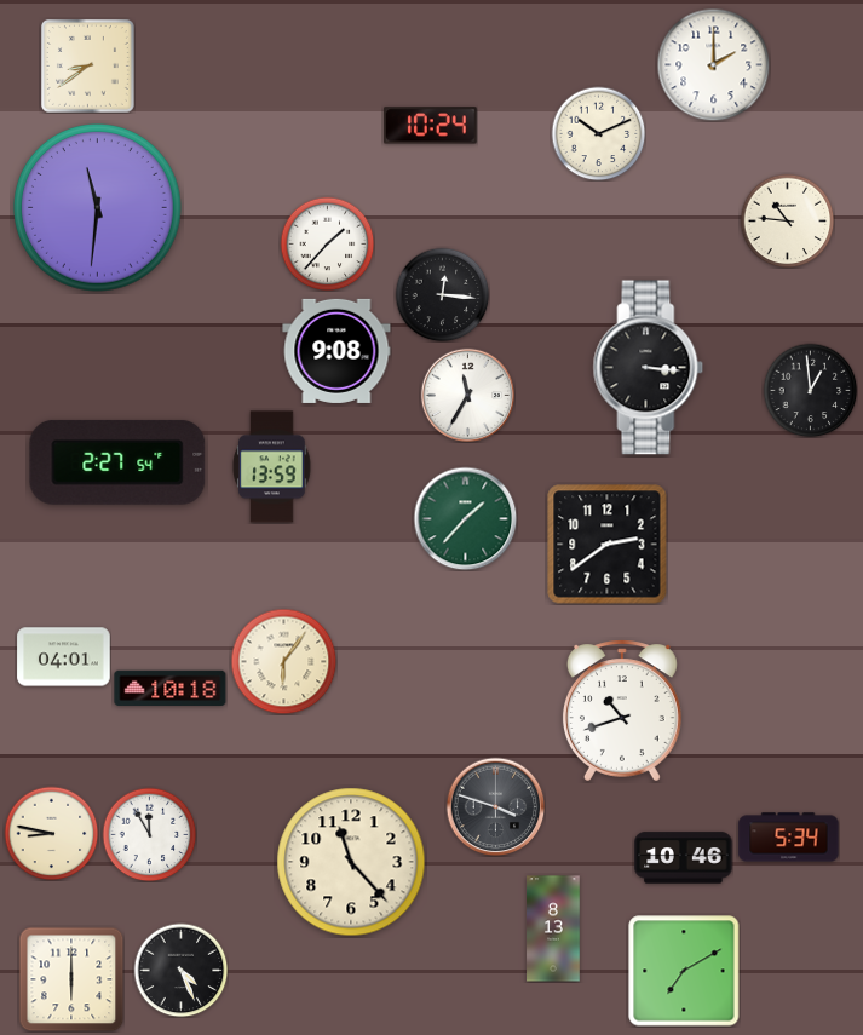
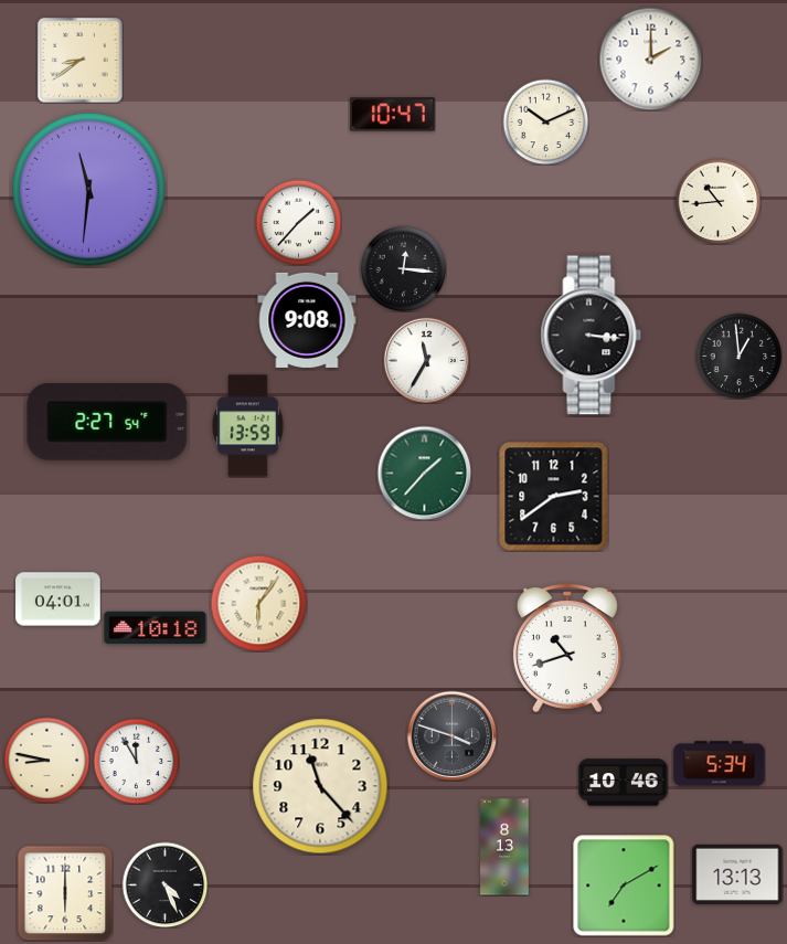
clock at (431, 126): 10:24 -> 10:47
clock at (787, 220): 10:46 -> 10:44
clock at (737, 874): none -> 13:13
